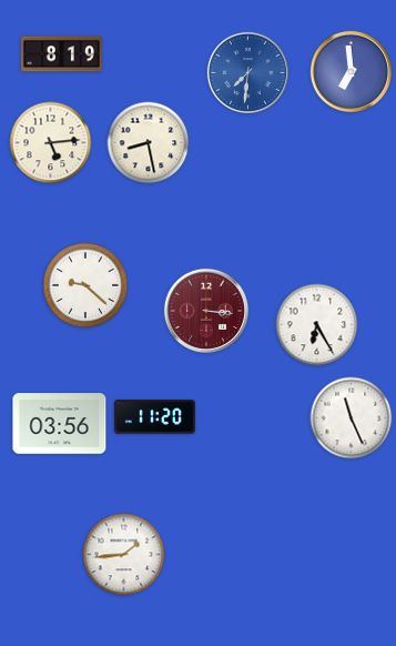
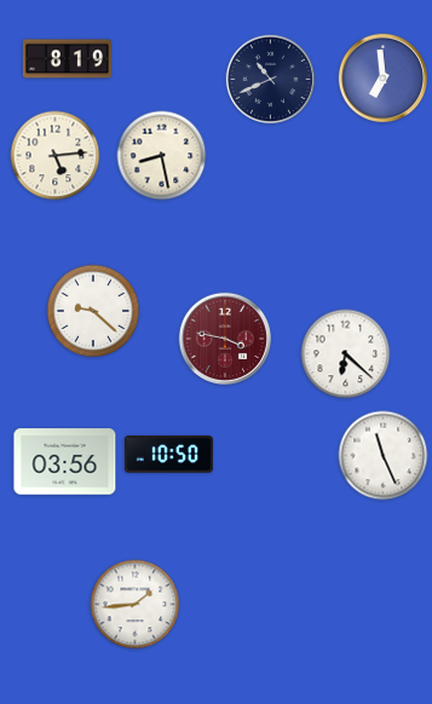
clock at (247, 72): 7:31 -> 10:41
clock at (247, 72) dial: blue -> navy
clock at (205, 310): 3:16 -> 3:47
clock at (317, 325): 6:25 -> 6:22
clock at (154, 417): 11:20 -> 10:50
